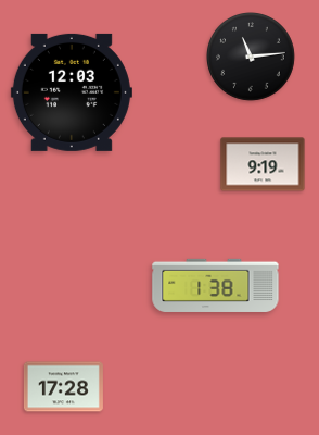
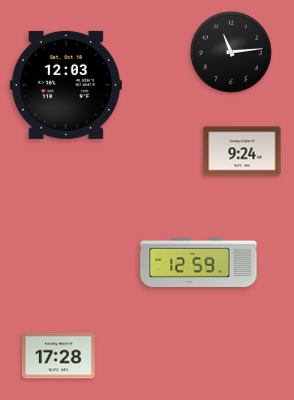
clock at (263, 164): 9:19 -> 9:24
clock at (216, 285): 1:38 -> 12:59
